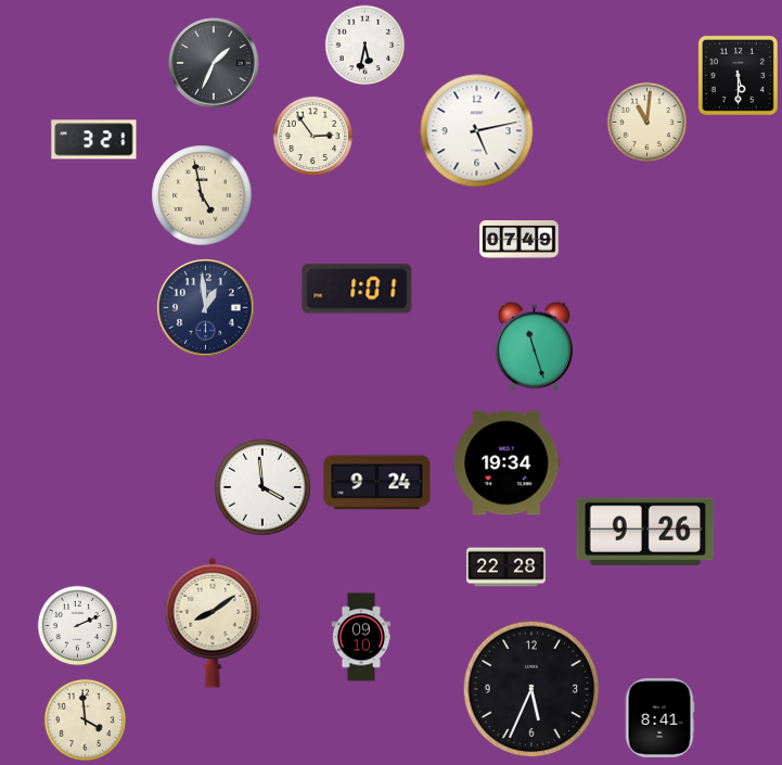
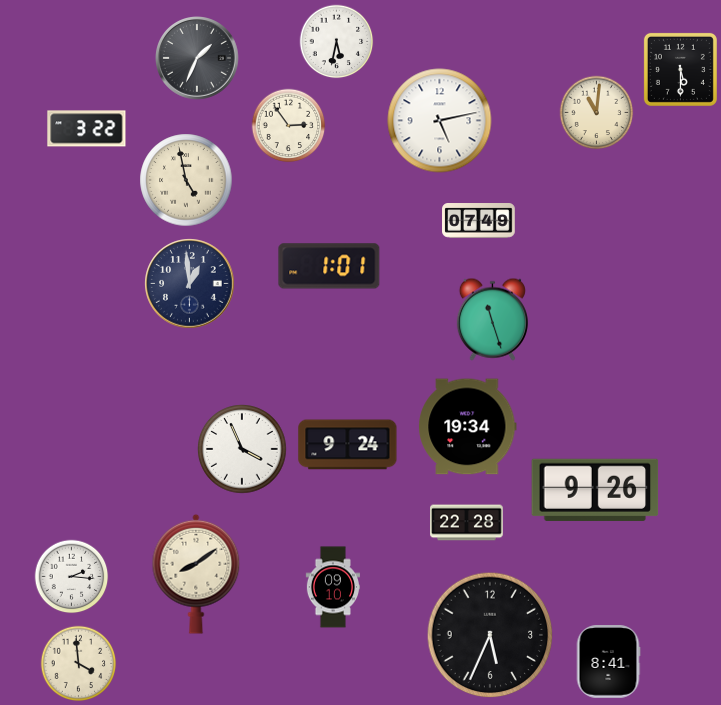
clock at (94, 140): 3:21 -> 3:22
clock at (262, 487): 3:59 -> 3:56
clock at (78, 626): 2:11 -> 2:16
